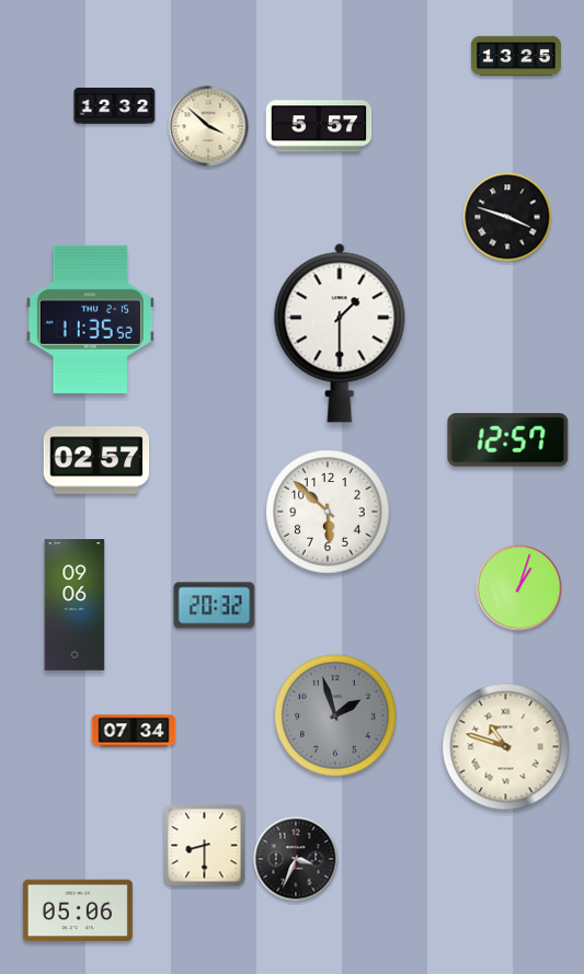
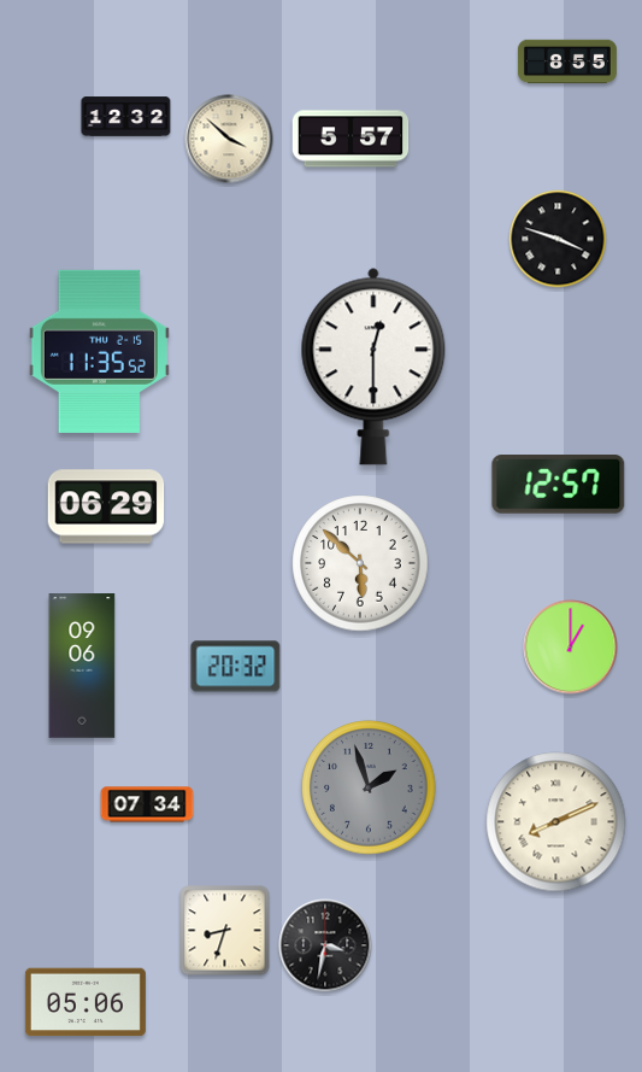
clock at (516, 56): 13:25 -> 8:55
clock at (340, 333): 1:30 -> 12:30
clock at (96, 460): 02:57 -> 06:29
clock at (519, 588): 1:03 -> 1:00
clock at (506, 747): 10:48 -> 8:11
clock at (205, 846): 8:30 -> 8:33
clock at (296, 859): 3:34 -> 3:32
